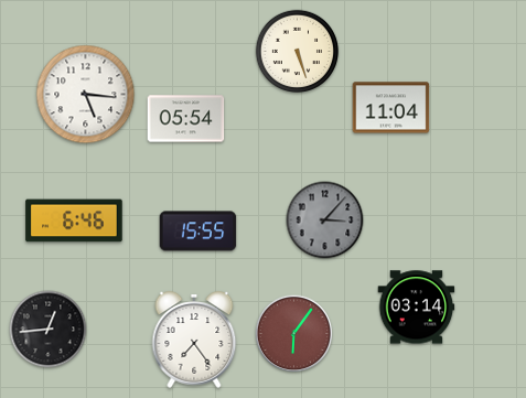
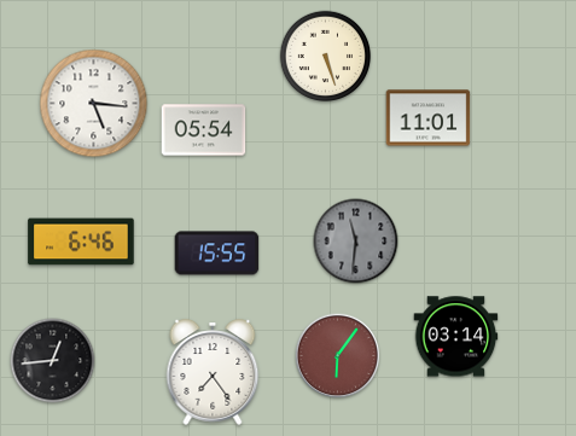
clock at (391, 108): 11:04 -> 11:01
clock at (325, 220): 3:07 -> 11:31
clock at (294, 334) position: (294, 334) -> (338, 356)
